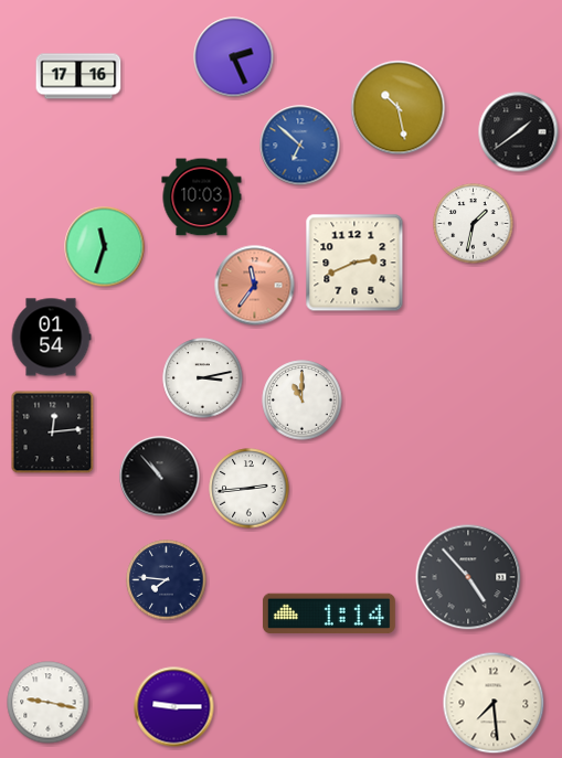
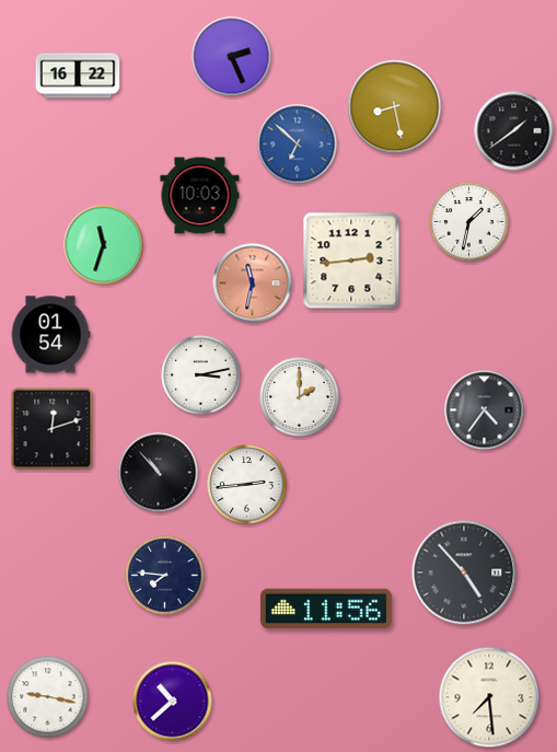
clock at (78, 76): 17:16 -> 16:22
clock at (399, 108): 10:28 -> 8:28
clock at (354, 263): 2:41 -> 2:44
clock at (255, 286): 11:36 -> 11:32
clock at (303, 401): 11:00 -> 2:00
clock at (485, 410): none -> 4:36
clock at (53, 433): 12:14 -> 12:12
clock at (329, 613): 1:14 -> 11:56
clock at (174, 707): 9:15 -> 10:38
